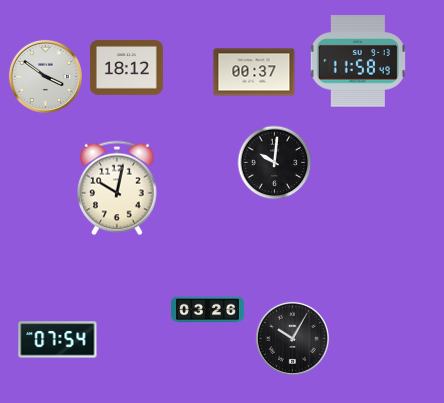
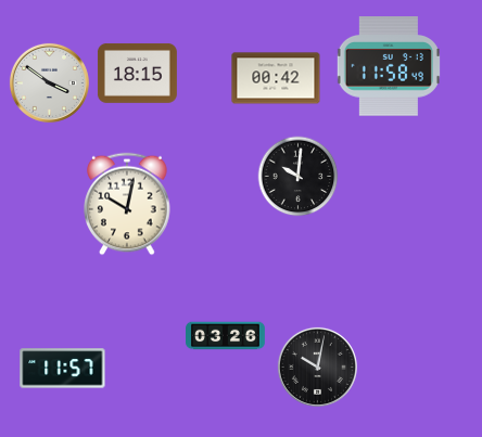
clock at (126, 67): 18:12 -> 18:15
clock at (254, 72): 00:37 -> 00:42
clock at (292, 338): 10:05 -> 10:02
clock at (58, 340): 07:54 -> 11:57
